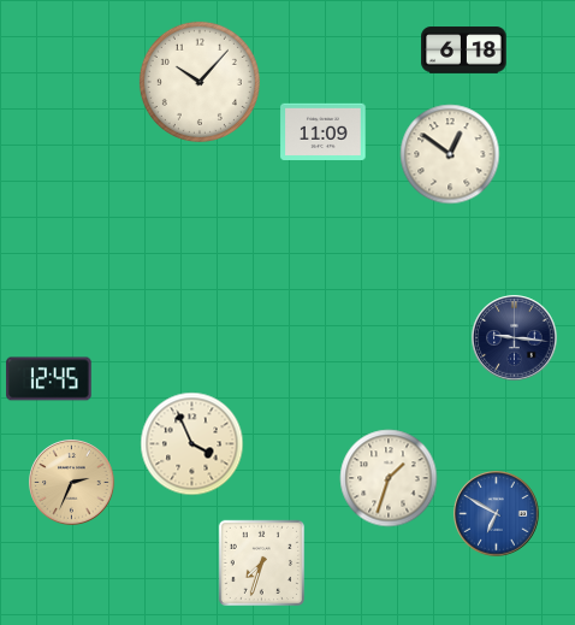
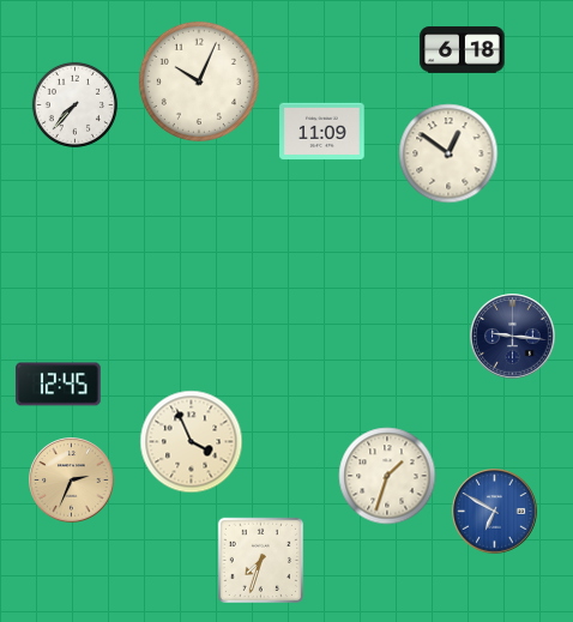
clock at (200, 82): 10:07 -> 10:04
clock at (74, 104): none -> 7:37
clock at (49, 379) position: (49, 379) -> (59, 385)
